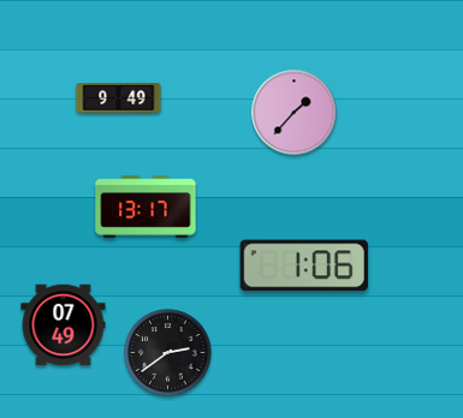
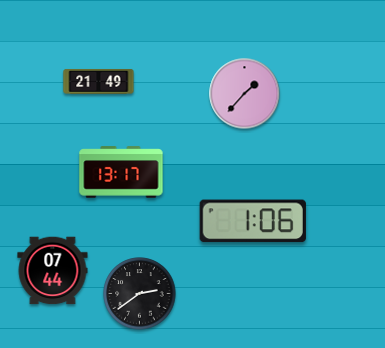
clock at (119, 97): 9:49 -> 21:49
clock at (64, 326): 07:49 -> 07:44
